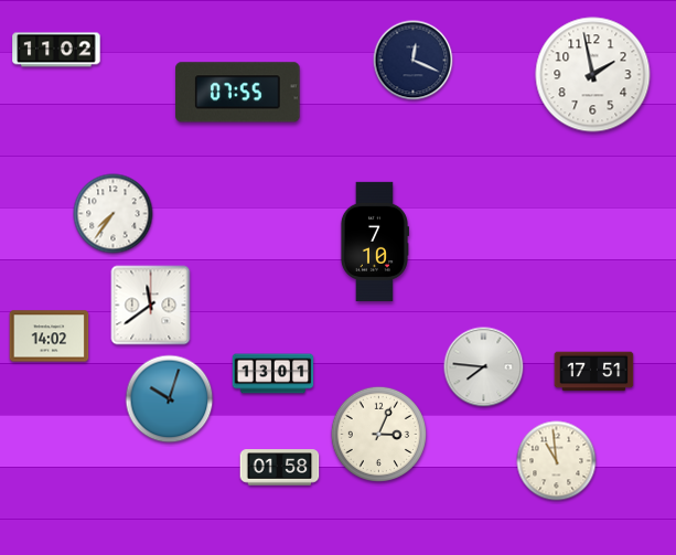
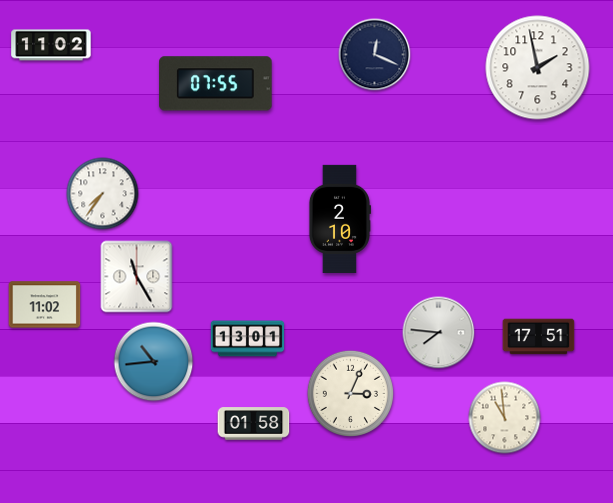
clock at (374, 242): 7:10 -> 2:10
clock at (151, 306): 11:39 -> 11:25
clock at (50, 337): 14:02 -> 11:02
clock at (170, 399): 10:03 -> 10:44
clock at (378, 434) position: (378, 434) -> (350, 393)
